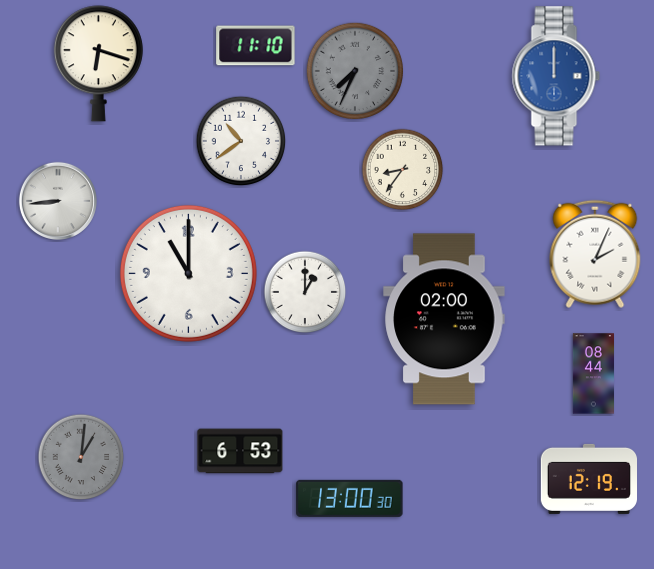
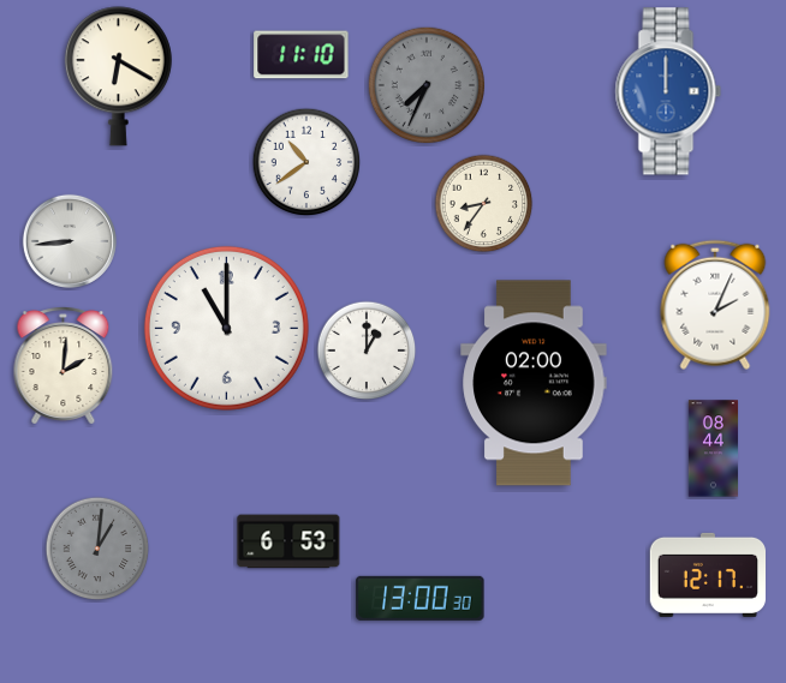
clock at (256, 46) position: (256, 46) -> (302, 55)
clock at (98, 64): 6:18 -> 6:20
clock at (241, 141) position: (241, 141) -> (306, 162)
clock at (64, 366): none -> 2:01
clock at (589, 479): 12:19 -> 12:17
